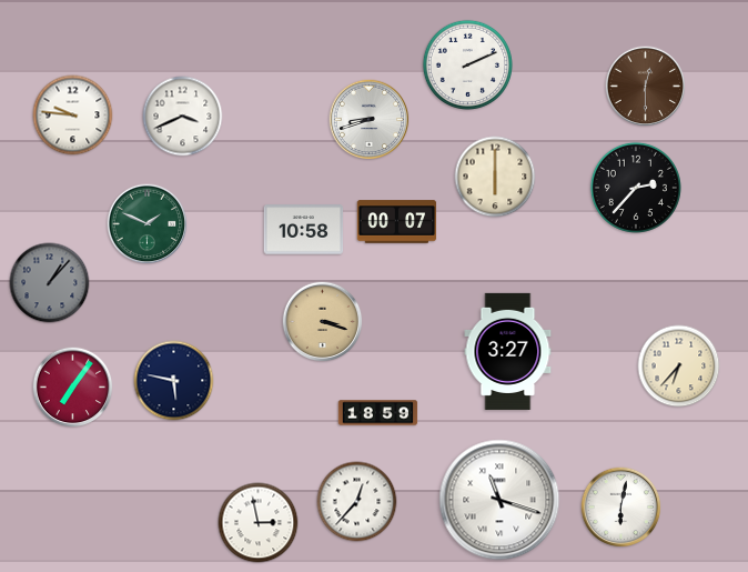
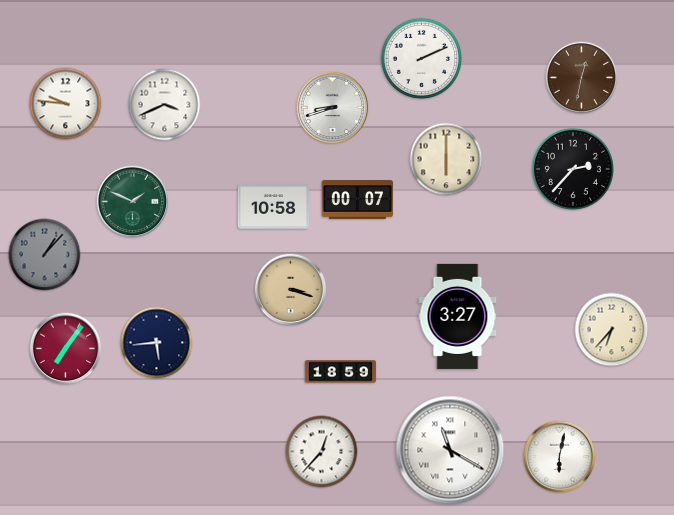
clock at (646, 87): 12:30 -> 12:32
clock at (174, 381): 5:47 -> 5:44
clock at (499, 500): 11:18 -> 11:20
clock at (259, 523): 2:58 -> none
